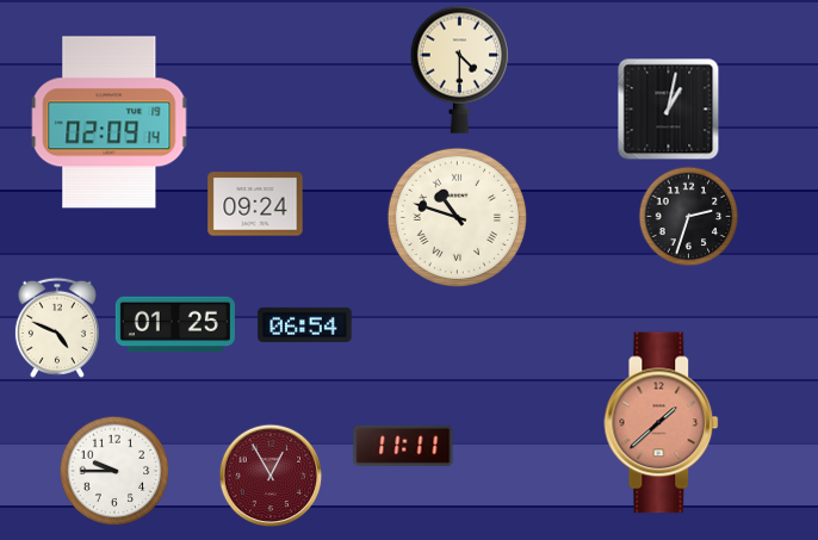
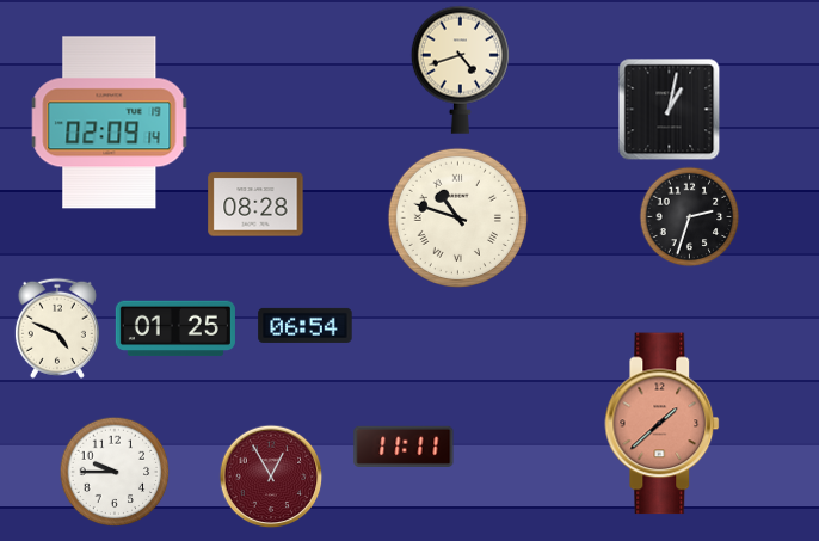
clock at (459, 69): 4:30 -> 4:42
clock at (255, 204): 09:24 -> 08:28
clock at (175, 324) position: (175, 324) -> (176, 328)
